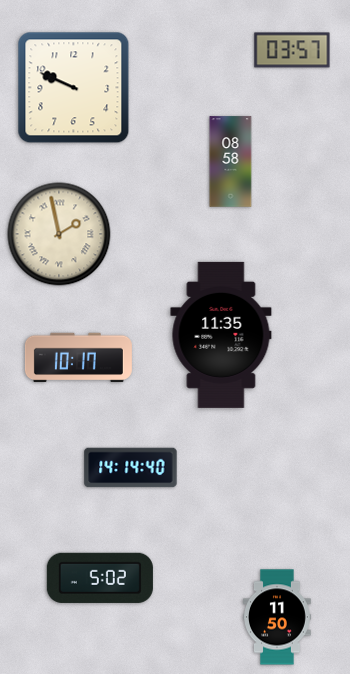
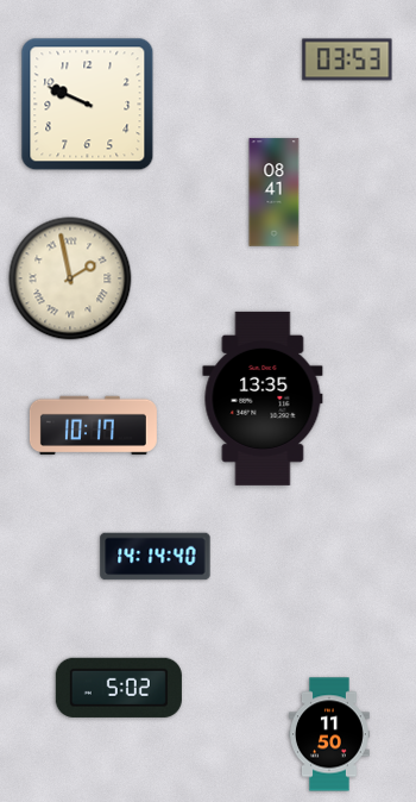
clock at (292, 50): 03:57 -> 03:53
clock at (231, 162): 08:58 -> 08:41
clock at (221, 335): 11:35 -> 13:35
